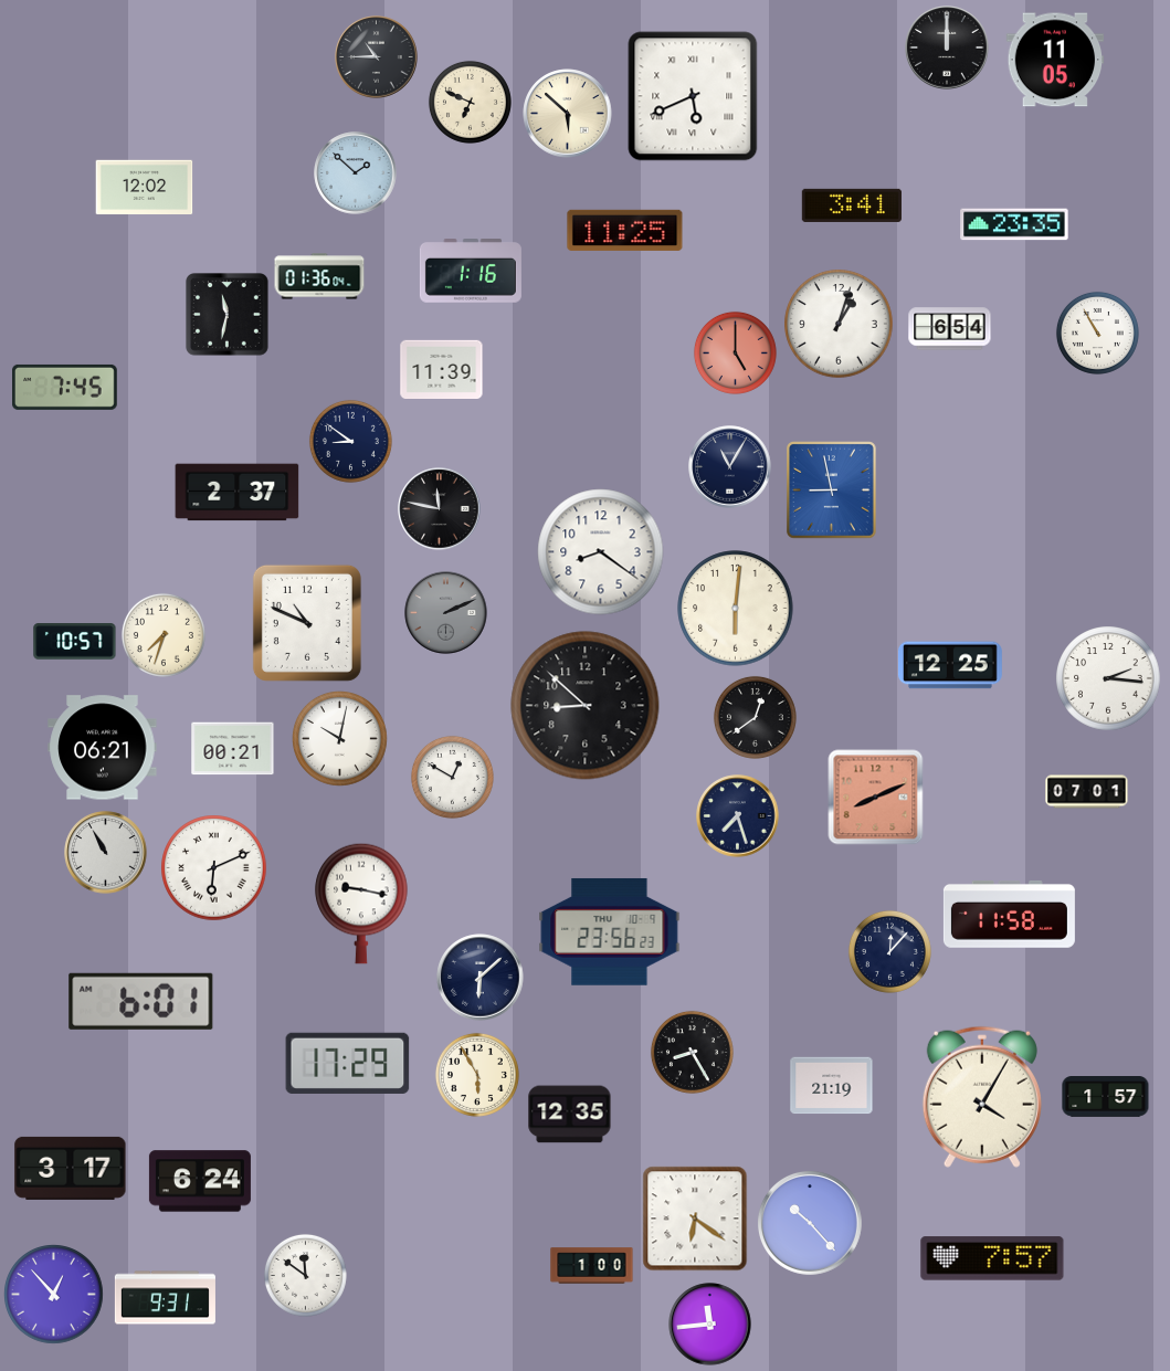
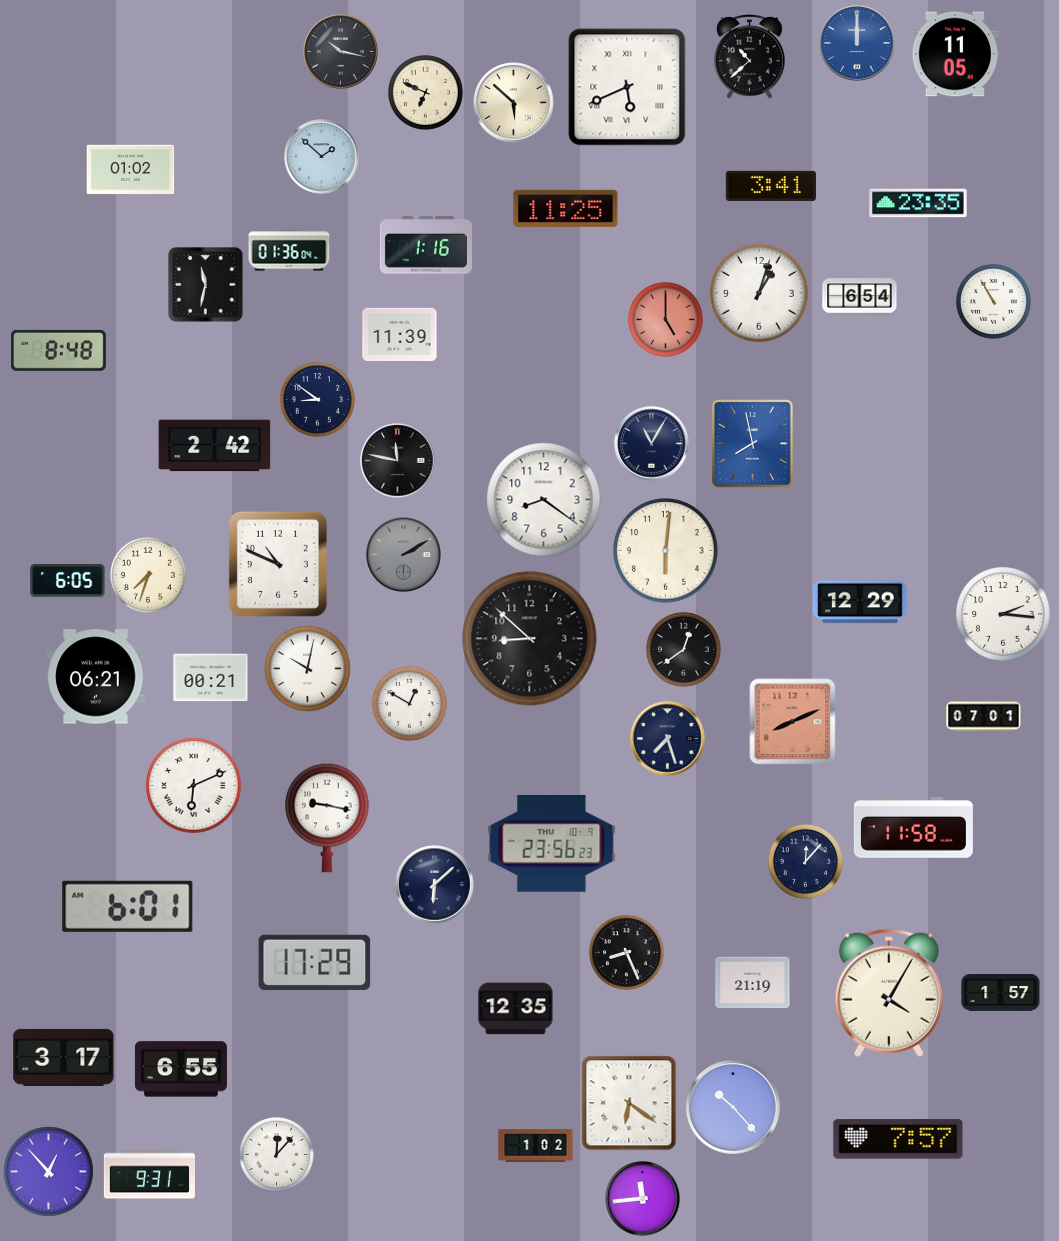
clock at (947, 48) dial: black -> blue
clock at (377, 57): 10:45 -> 10:17
clock at (750, 57): none -> 10:38
clock at (145, 188): 12:02 -> 01:02
clock at (65, 387): 7:45 -> 8:48
clock at (730, 467) position: (730, 467) -> (652, 444)
clock at (832, 491): 8:58 -> 7:58
clock at (238, 493): 2:37 -> 2:42
clock at (446, 613): 2:11 -> 2:10
clock at (75, 642): 10:57 -> 6:05
clock at (950, 665): 12:25 -> 12:29
clock at (103, 748) position: (103, 748) -> (96, 677)
clock at (106, 853): 10:55 -> none
clock at (692, 1052): 8:25 -> 8:26
clock at (477, 1075): 5:55 -> none
clock at (200, 1181): 6:24 -> 6:55
clock at (592, 1266): 1:00 -> 1:02
clock at (305, 1275): 11:51 -> 12:07
